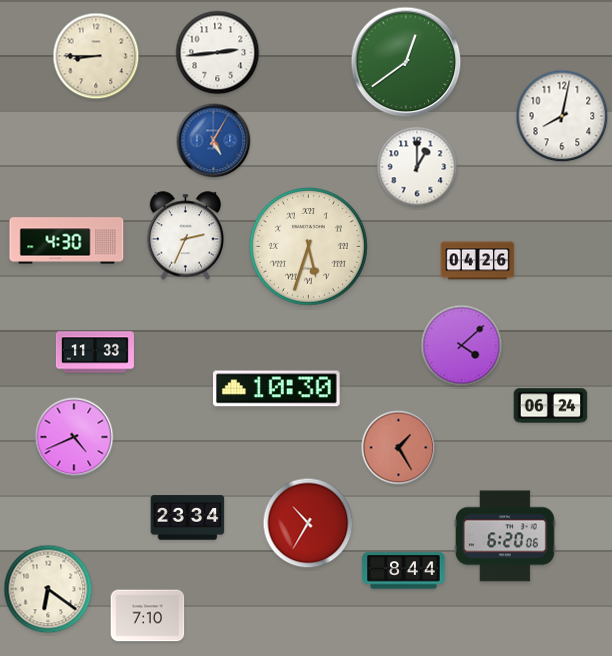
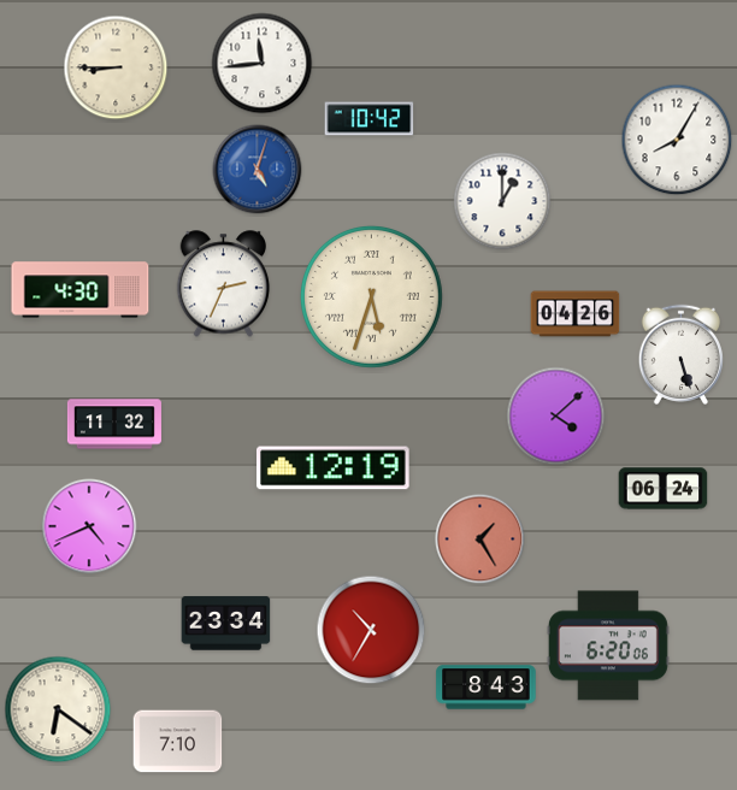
clock at (218, 53): 2:44 -> 11:44
clock at (406, 62): 12:39 -> none
clock at (370, 119): none -> 10:42
clock at (562, 116): 8:02 -> 8:05
clock at (214, 141): 5:05 -> 5:03
clock at (680, 354): none -> 5:27
clock at (95, 352): 11:33 -> 11:32
clock at (277, 389): 10:30 -> 12:19
clock at (404, 571): 8:44 -> 8:43
